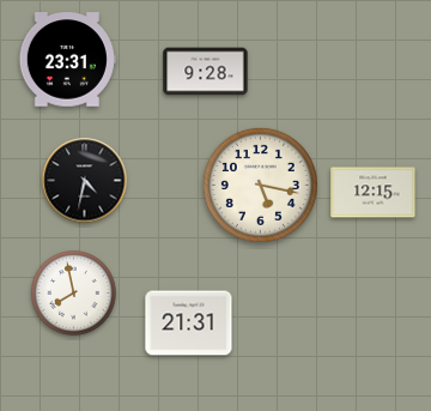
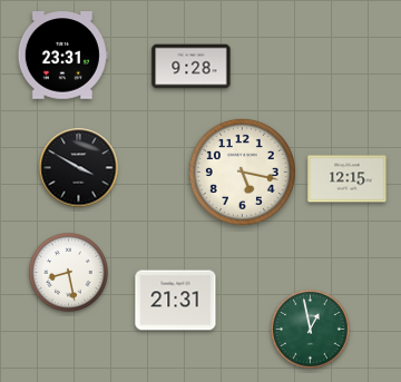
clock at (85, 181): 4:32 -> 3:50
clock at (74, 294): 7:58 -> 8:28
clock at (311, 330): none -> 12:58
